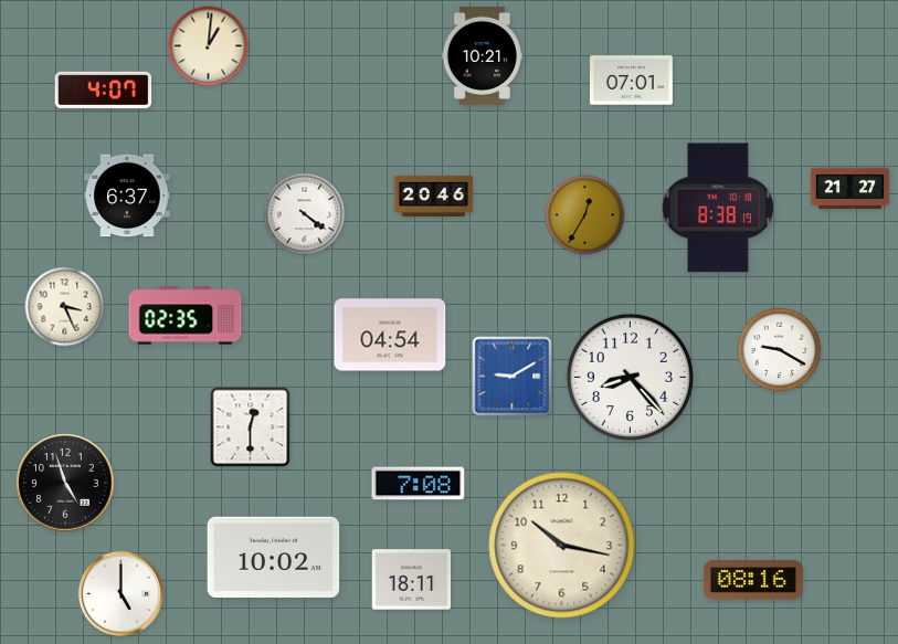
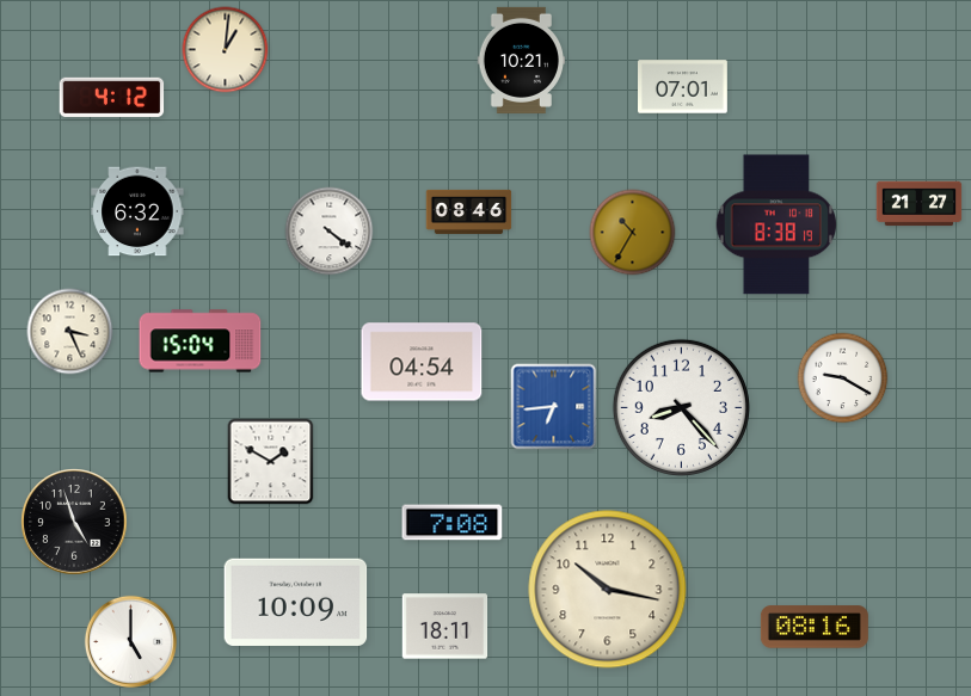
clock at (104, 89): 4:07 -> 4:12
clock at (127, 196): 6:37 -> 6:32
clock at (434, 196): 20:46 -> 08:46
clock at (585, 215): 12:35 -> 10:35
clock at (186, 316): 02:35 -> 15:04
clock at (513, 377): 9:10 -> 6:44
clock at (251, 427): 12:30 -> 1:50
clock at (65, 483) position: (65, 483) -> (74, 522)
clock at (274, 557): 10:02 -> 10:09
